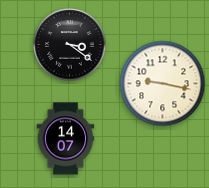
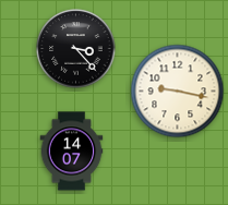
clock at (70, 45): 3:21 -> 3:23
